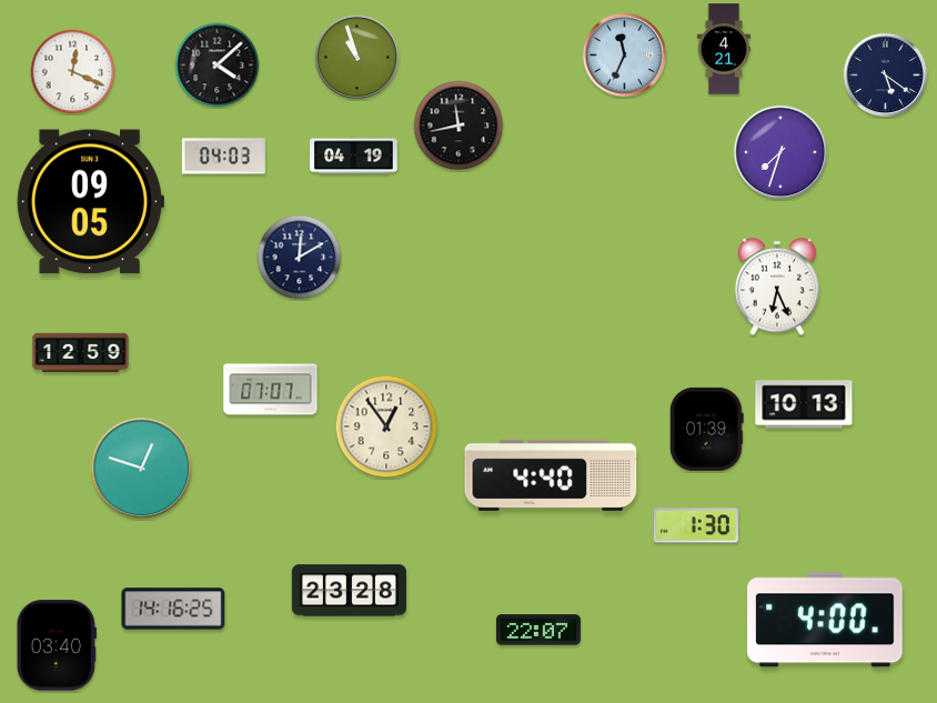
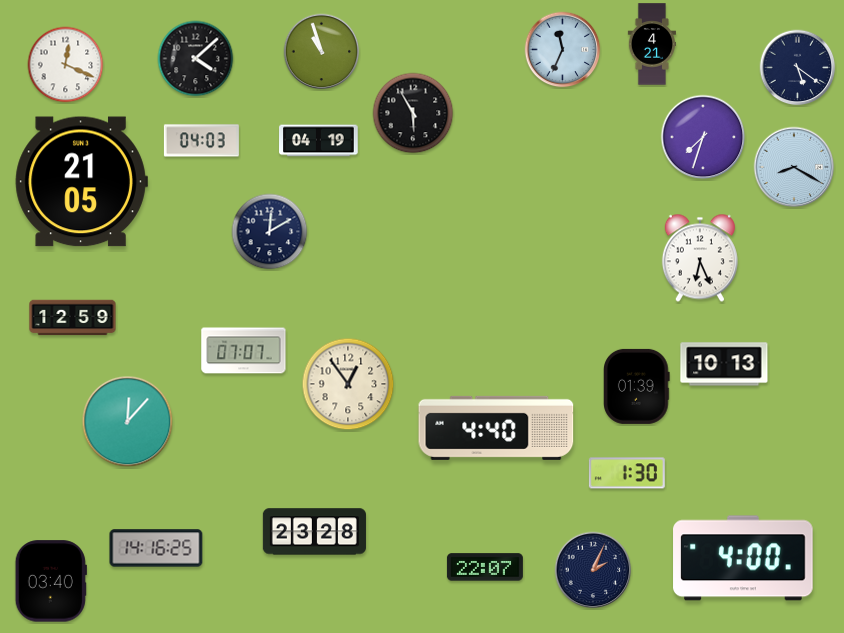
clock at (459, 125): 11:43 -> 5:55
clock at (794, 167): none -> 8:20
clock at (90, 202): 09:05 -> 21:05
clock at (142, 469): 12:48 -> 12:07
clock at (593, 570): none -> 2:04
